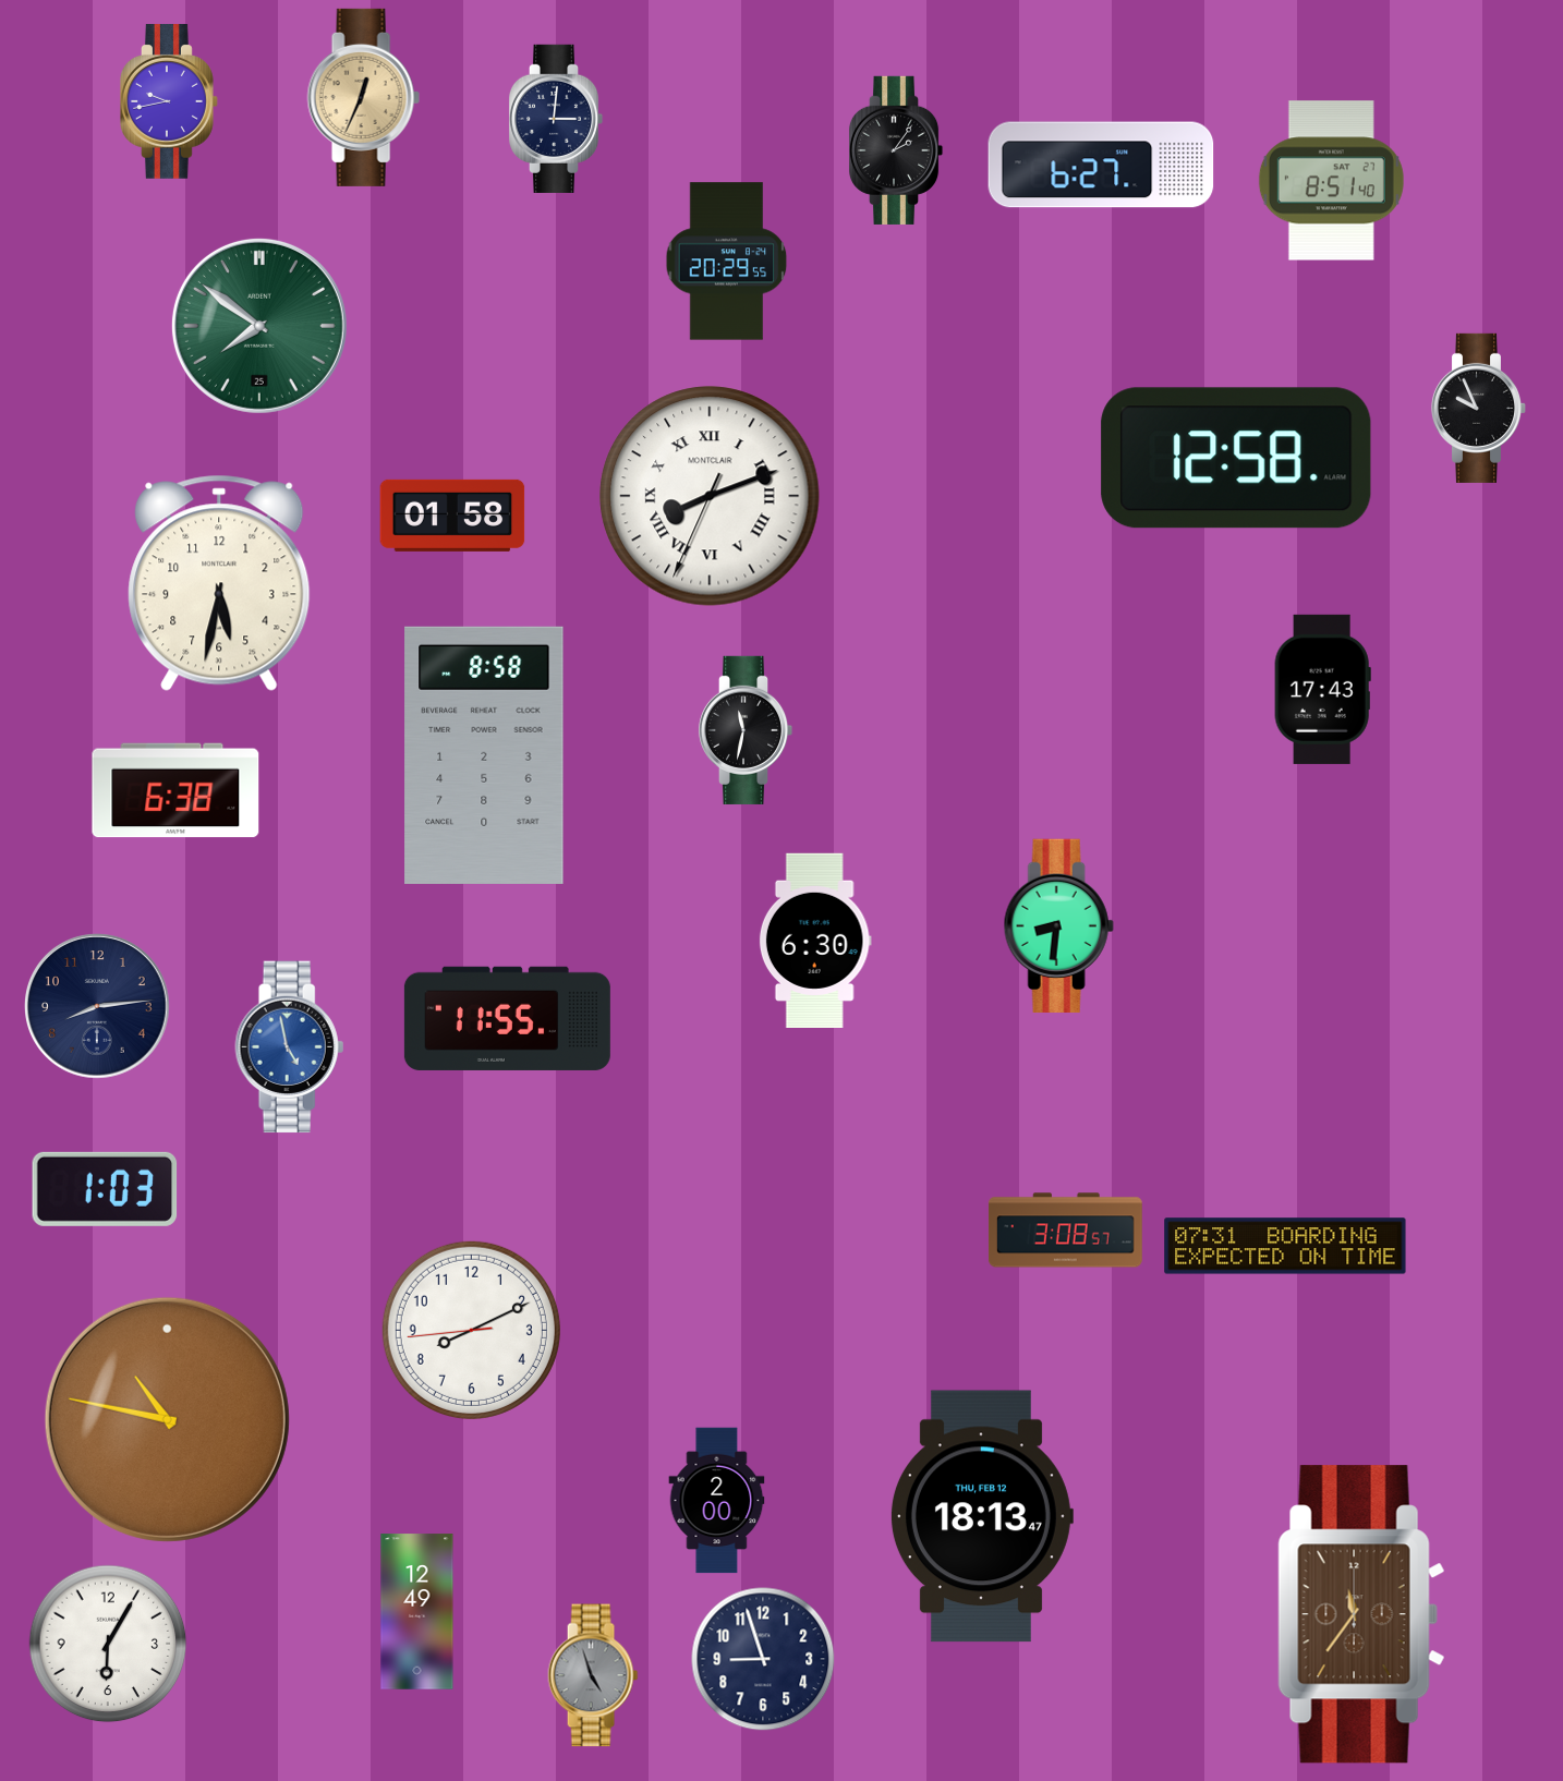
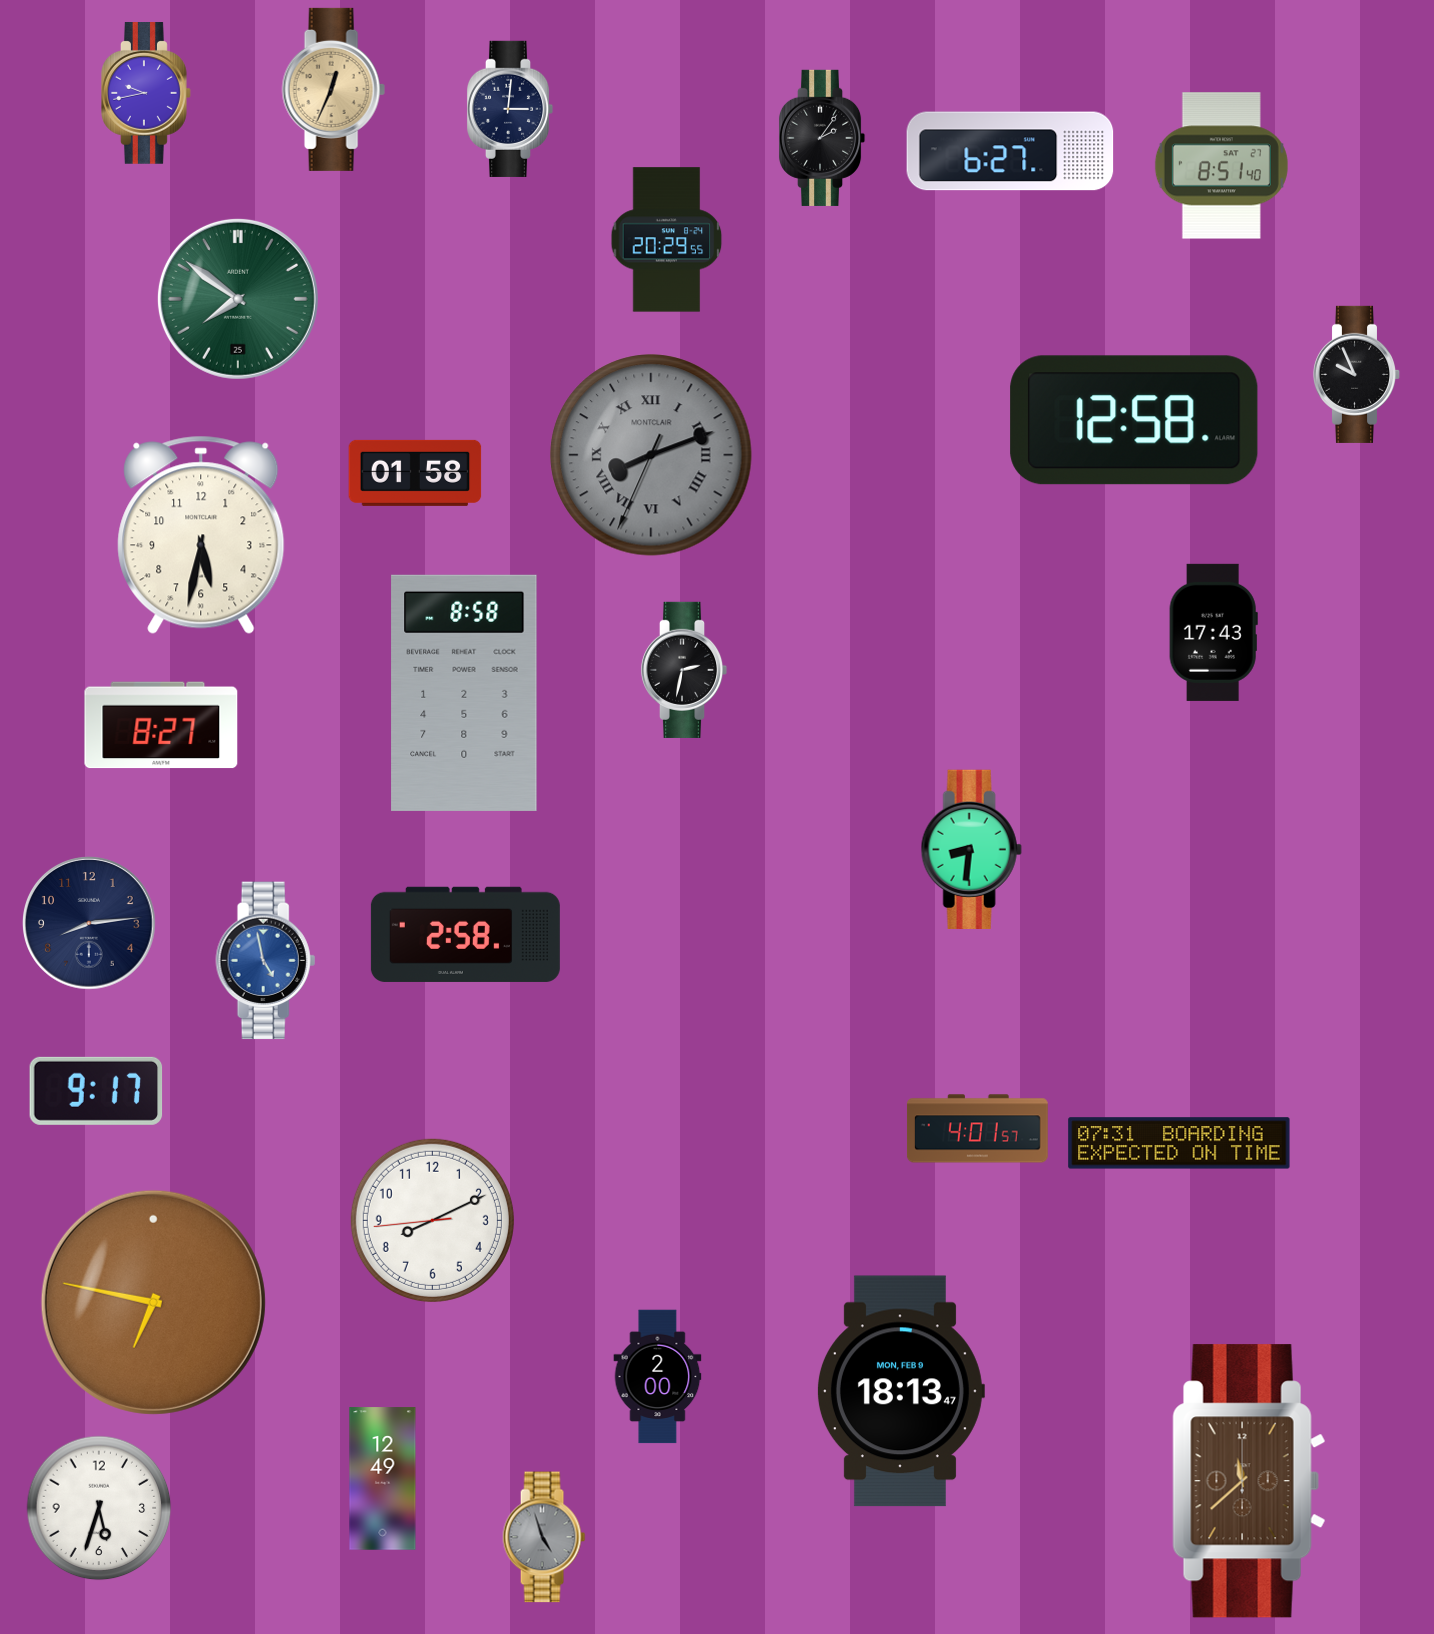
clock at (170, 102) position: (170, 102) -> (147, 94)
clock at (710, 496) dial: white -> grey
clock at (746, 730): 11:32 -> 2:32
clock at (484, 755) position: (484, 755) -> (464, 693)
clock at (175, 790): 6:38 -> 8:27
clock at (815, 941): 6:30 -> none
clock at (507, 1018): 11:55 -> 2:58
clock at (105, 1189): 1:03 -> 9:17
clock at (1065, 1231): 3:08 -> 4:01
clock at (167, 1419): 10:47 -> 6:47
clock at (981, 1516) date: THU, FEB 12 -> MON, FEB 9
clock at (1361, 1614): 11:36 -> 11:38
clock at (108, 1644): 6:05 -> 5:33
clock at (763, 1659): 8:57 -> none
